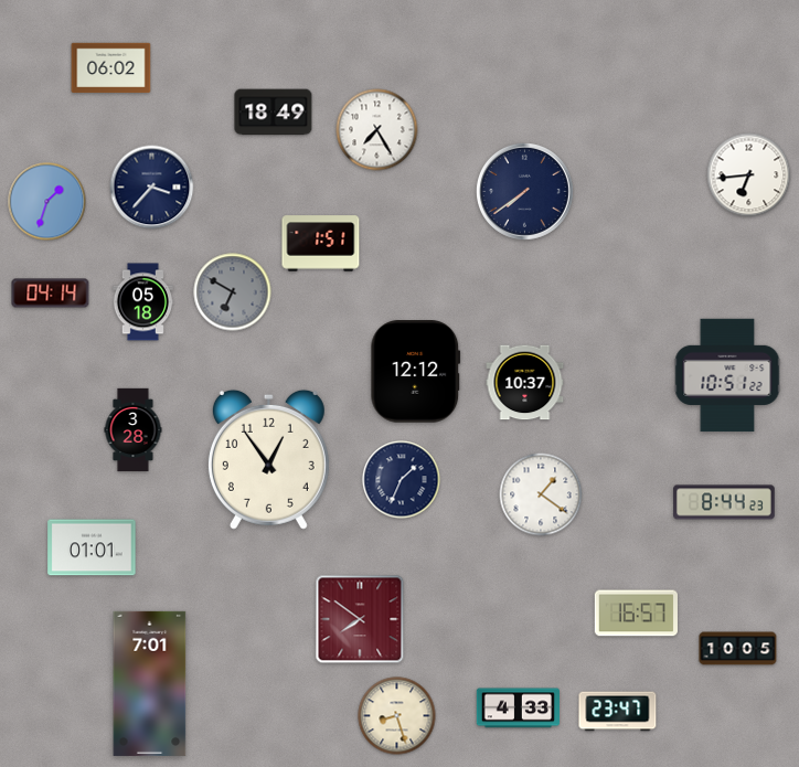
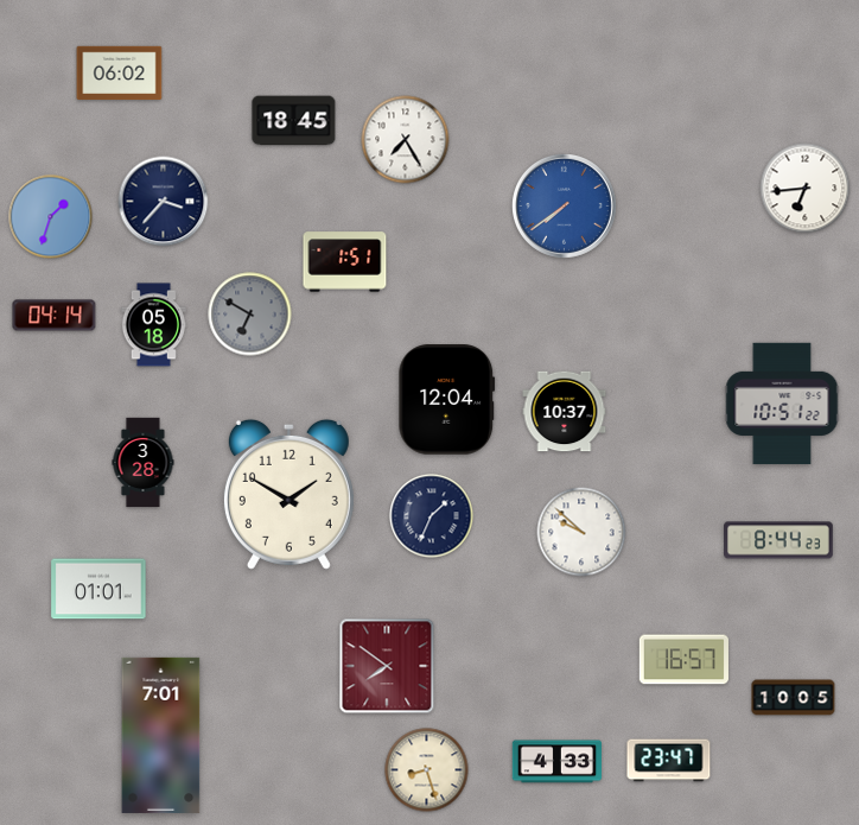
clock at (274, 113): 18:49 -> 18:45
clock at (525, 192) dial: navy -> blue
clock at (416, 372): 12:12 -> 12:04
clock at (268, 459): 12:54 -> 1:50
clock at (541, 494): 1:21 -> 9:52
clock at (618, 712) position: (618, 712) -> (669, 761)
